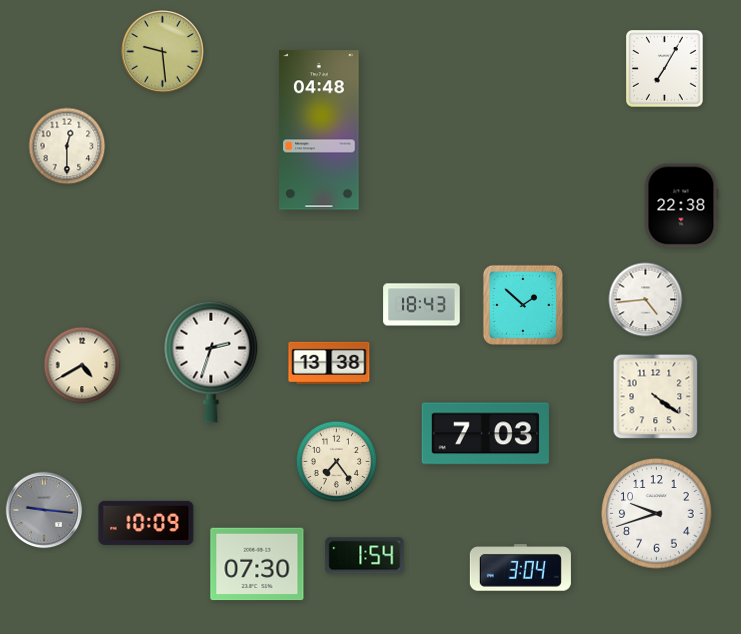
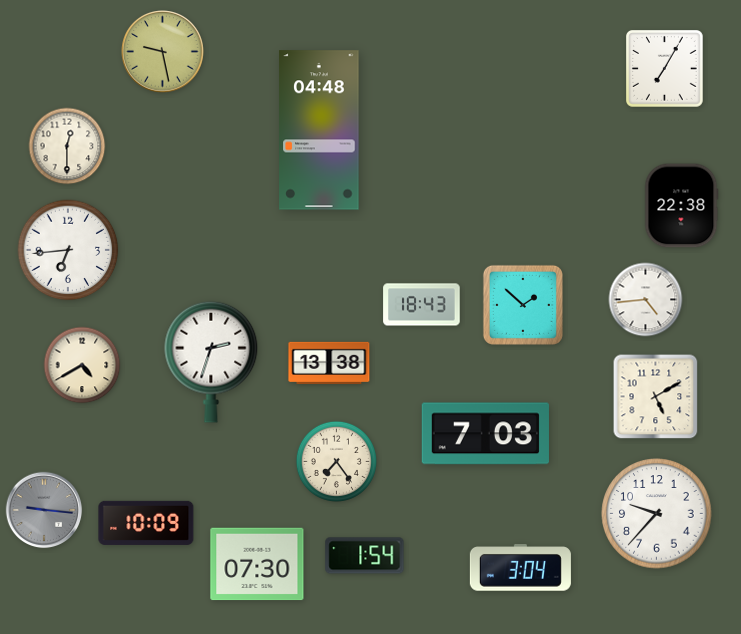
clock at (163, 52): 9:29 -> 9:28
clock at (68, 250): none -> 6:44
clock at (656, 397): 4:21 -> 5:10
clock at (657, 514): 9:42 -> 9:37
